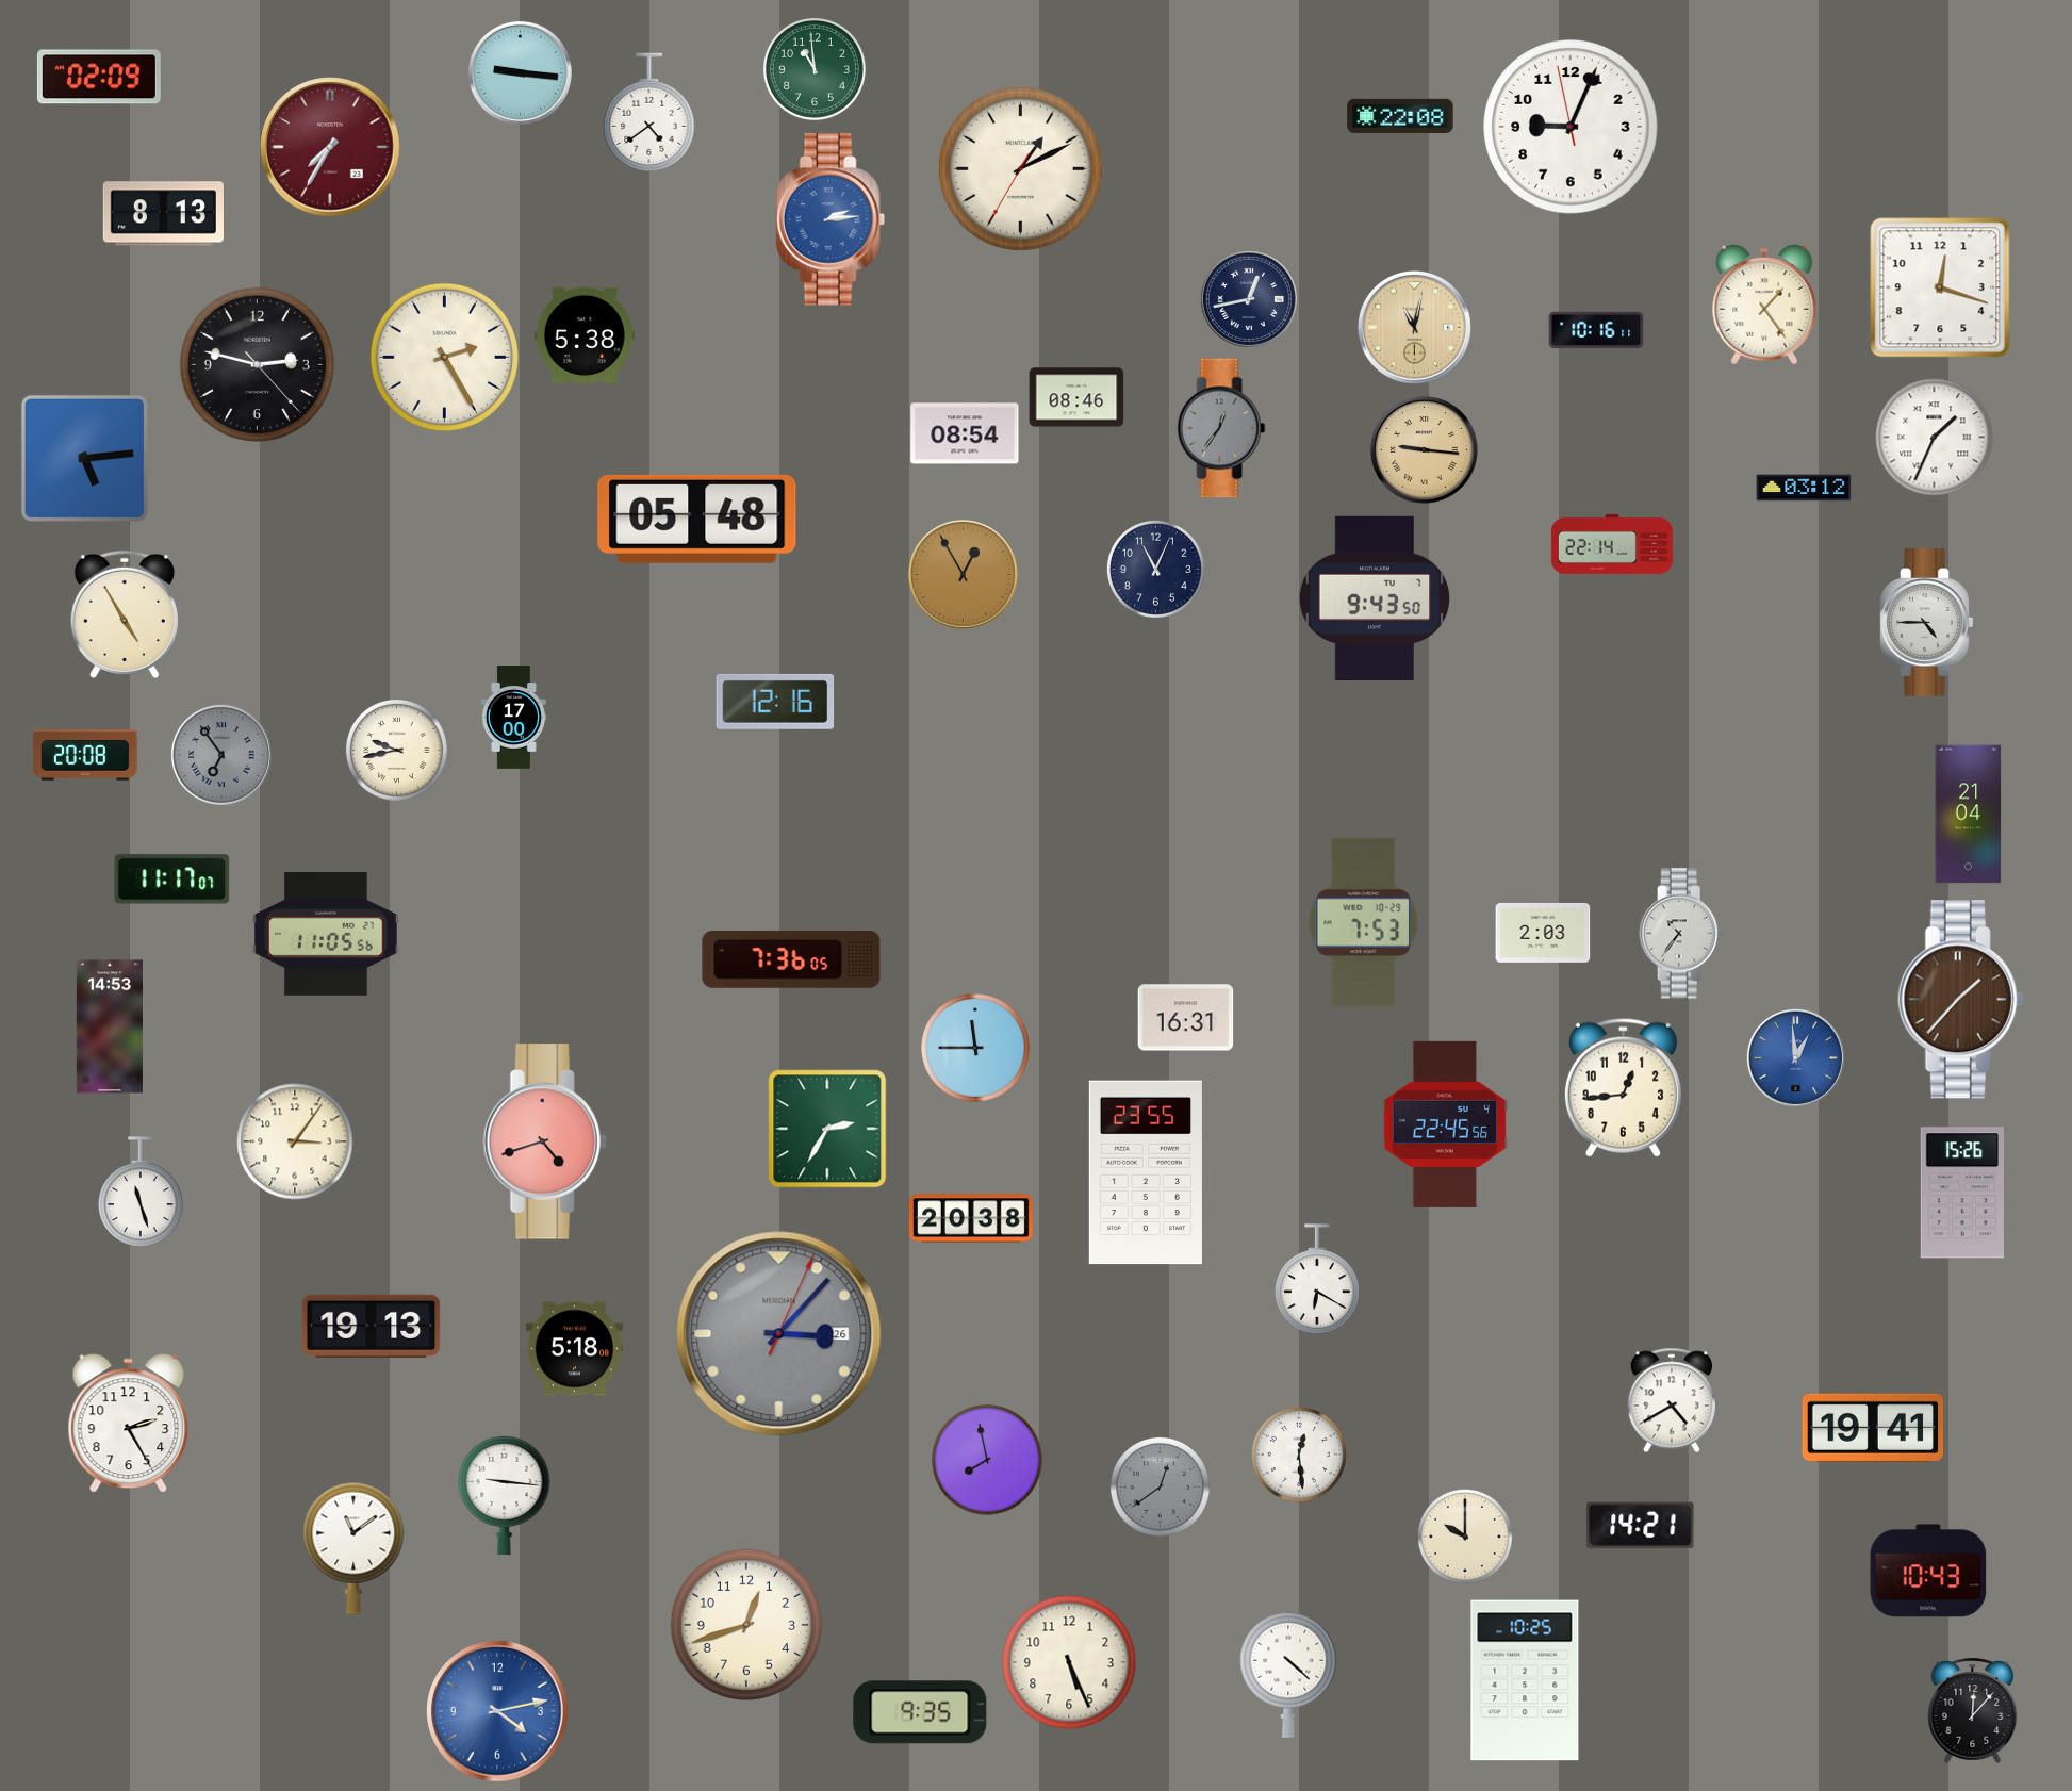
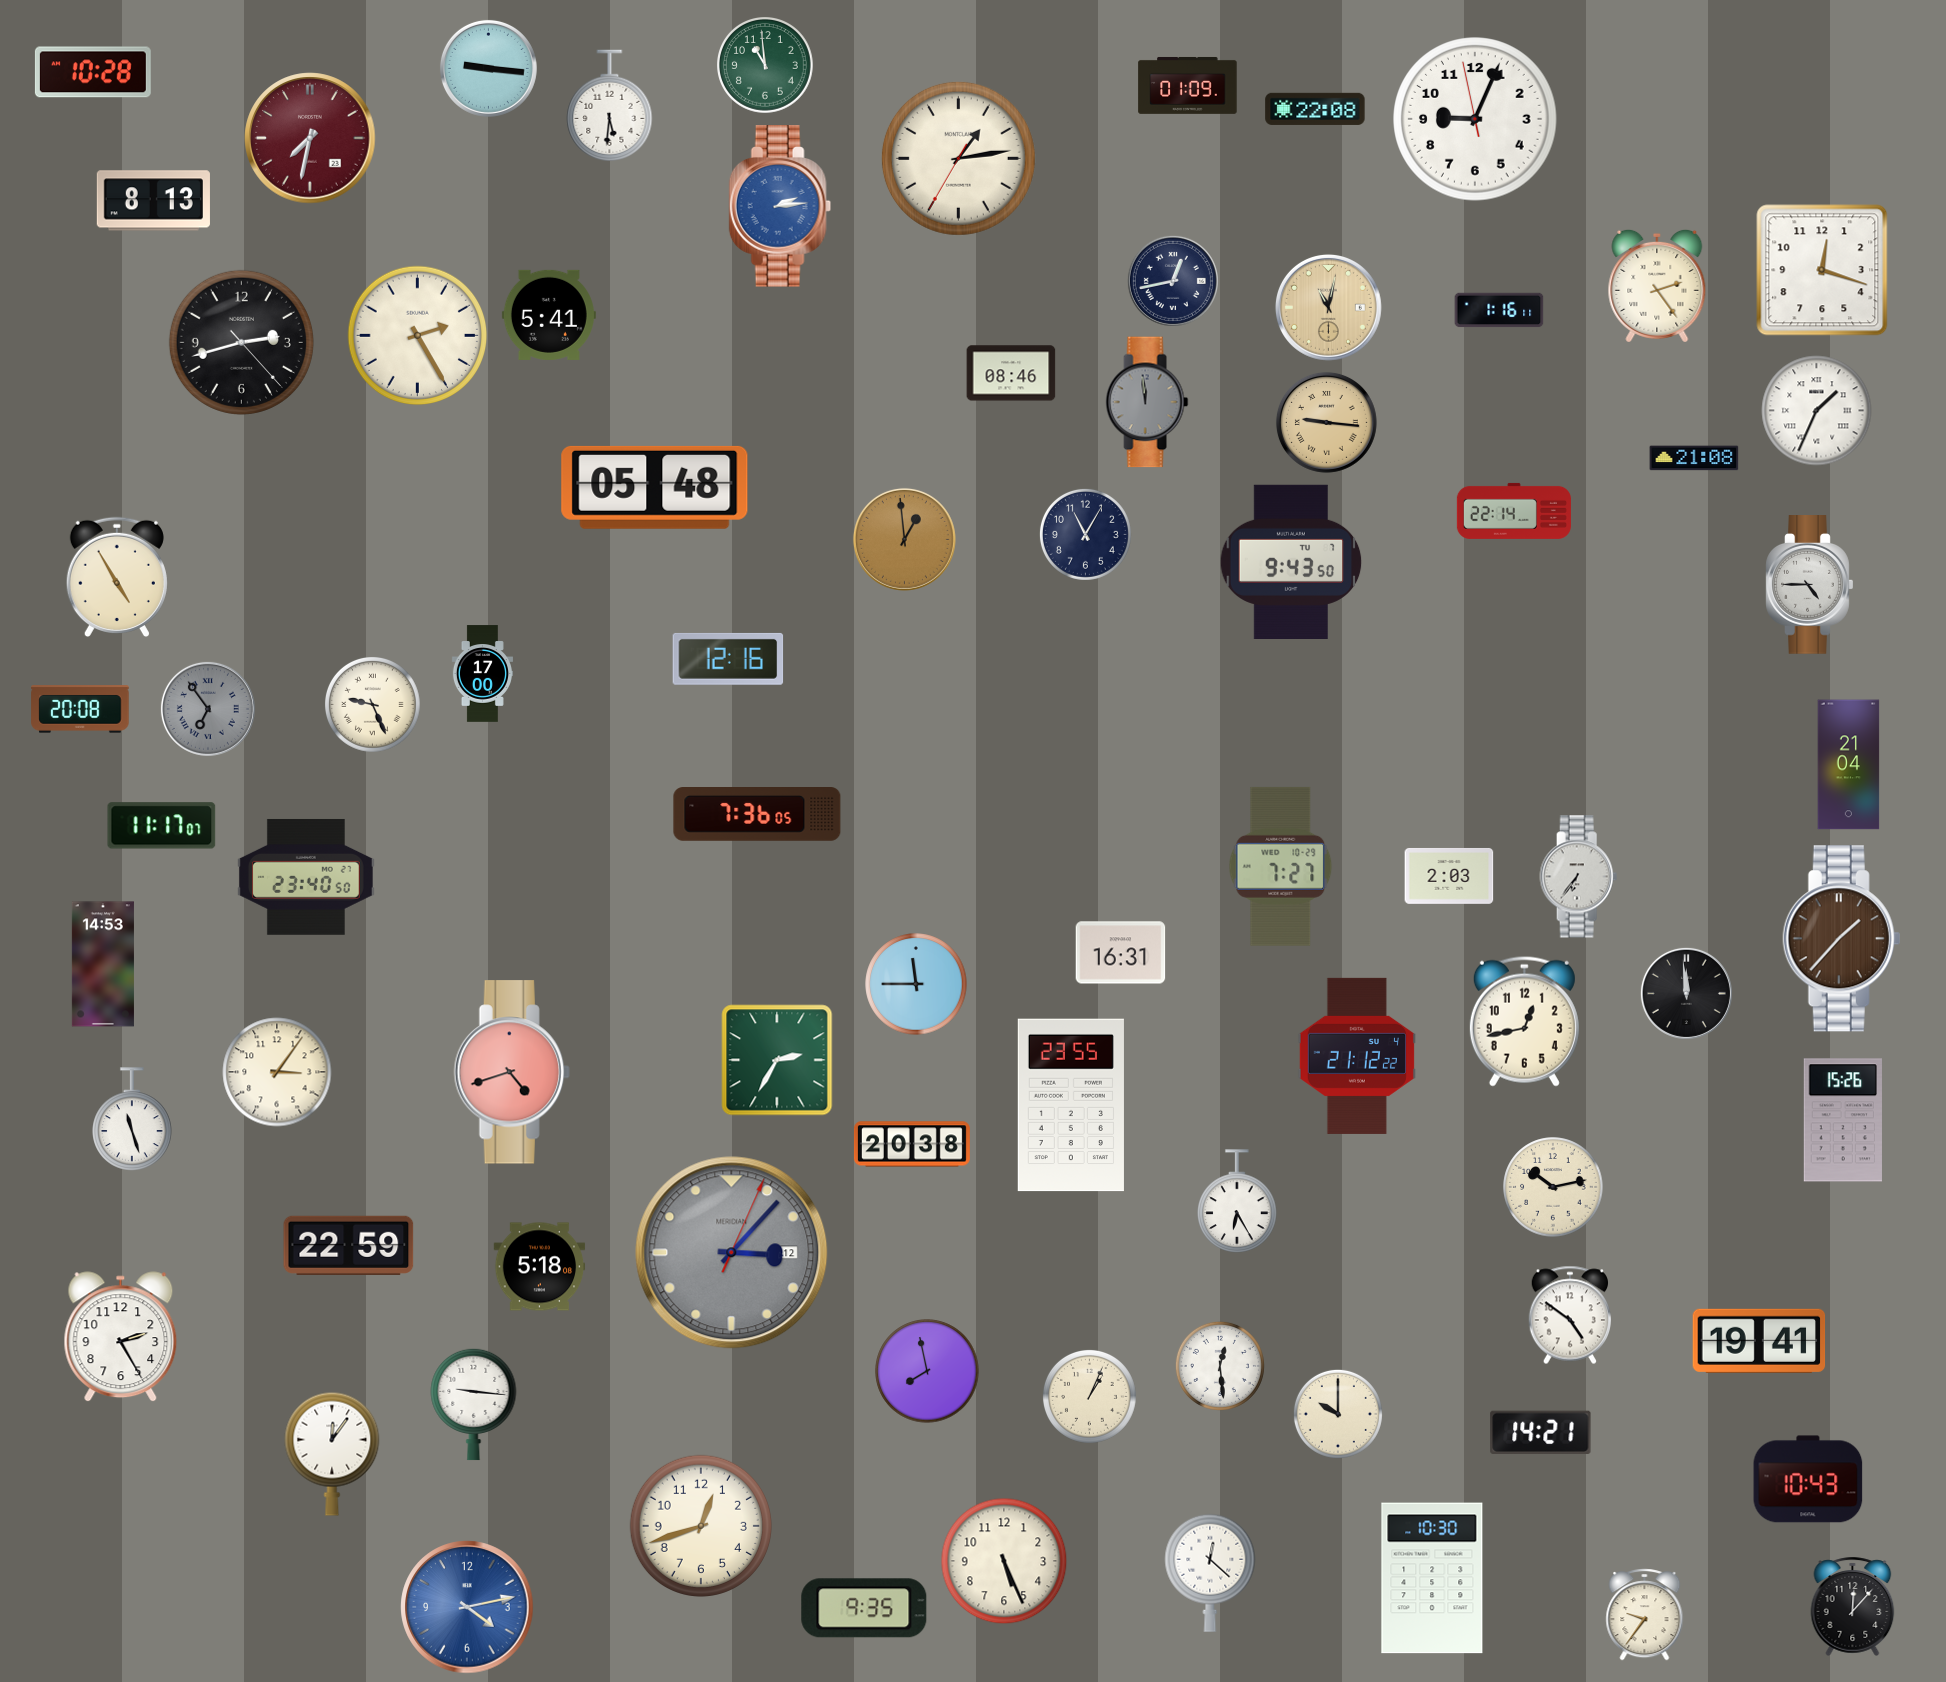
clock at (99, 77): 02:09 -> 10:28
clock at (1188, 85): none -> 01:09
clock at (649, 113): 4:39 -> 5:31
clock at (330, 147): 7:35 -> 7:32
clock at (1020, 168): 1:10 -> 1:13
clock at (1764, 305): 1:24 -> 2:24
clock at (1596, 330): 10:16 -> 1:16
clock at (585, 335): 5:38 -> 5:41
clock at (257, 364): 2:47 -> 2:42
clock at (1221, 428): 12:36 -> 11:59
clock at (965, 433): 08:54 -> none
clock at (1424, 449) position: (1424, 449) -> (1326, 422)
clock at (84, 458): 5:14 -> none
clock at (1804, 488): 03:12 -> 21:08
clock at (1155, 569): 11:04 -> 11:05
clock at (963, 574): 12:55 -> 12:59
clock at (397, 751): 9:43 -> 9:26
clock at (1364, 922): 7:53 -> 7:27
clock at (326, 934): 11:05 -> 23:40
clock at (1681, 934): 10:36 -> 6:36
clock at (791, 960) position: (791, 960) -> (757, 815)
clock at (1186, 1018) position: (1186, 1018) -> (1121, 953)
clock at (1795, 1057): 12:59 -> 11:59
clock at (1795, 1057) dial: blue -> black
clock at (1623, 1087): 12:44 -> 12:43
clock at (1445, 1124): 22:45 -> 21:12
clock at (1146, 1172) position: (1146, 1172) -> (1071, 1105)
clock at (1553, 1187): none -> 10:13
clock at (1317, 1279): 6:20 -> 6:25
clock at (372, 1326): 19:13 -> 22:59
clock at (779, 1334) date: 26 -> 12
clock at (1671, 1400): 4:40 -> 4:51
clock at (1160, 1486): 12:39 -> 1:04
clock at (1160, 1486) dial: grey -> cream
clock at (1465, 1537) position: (1465, 1537) -> (1338, 1414)
clock at (353, 1548): 11:09 -> 12:06
clock at (1928, 1571) position: (1928, 1571) -> (1808, 1479)
clock at (1288, 1675): 4:22 -> 12:22
clock at (1525, 1680): 10:25 -> 10:30
clock at (1645, 1615): none -> 9:36
